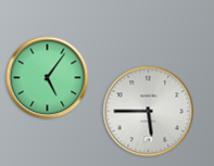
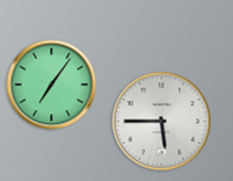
clock at (48, 78): 5:06 -> 7:06
